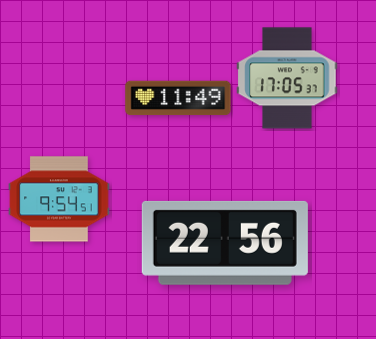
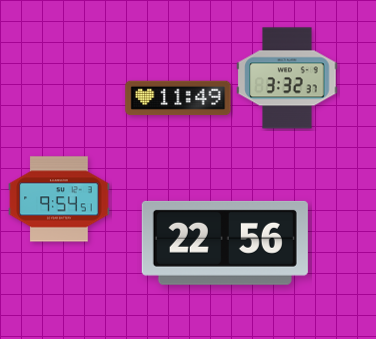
clock at (287, 78): 17:05 -> 3:32
